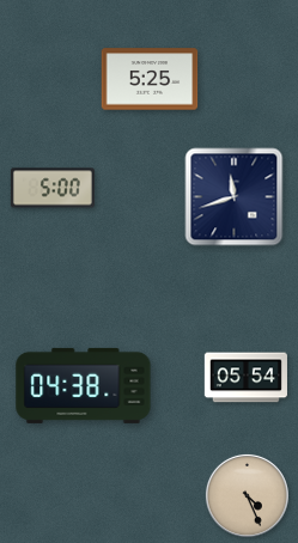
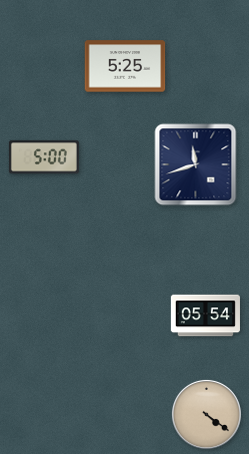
clock at (84, 385): 04:38 -> none
clock at (247, 495): 4:26 -> 4:21
